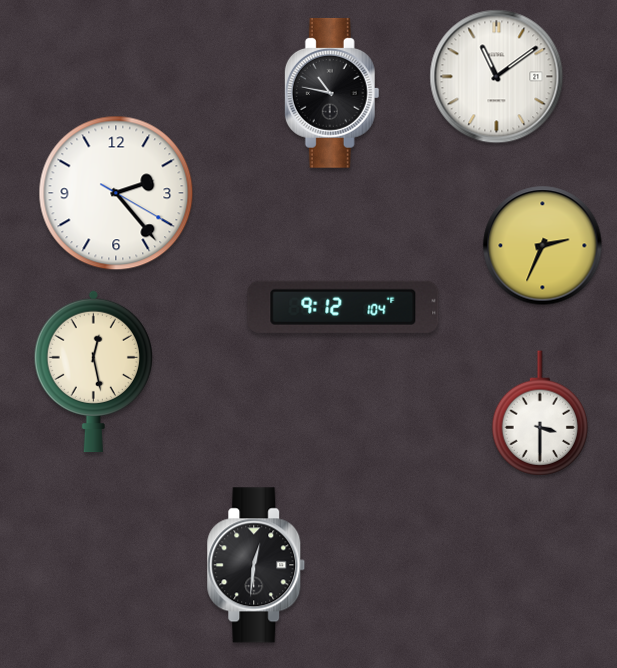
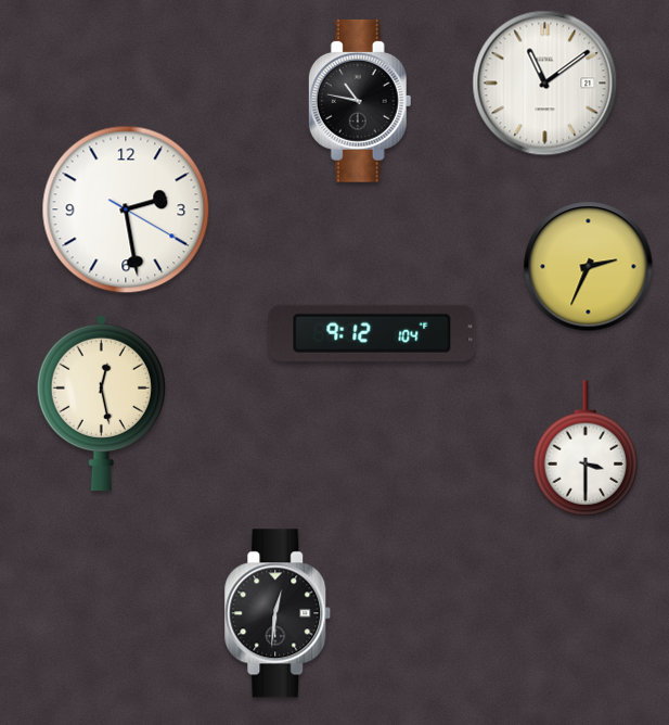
clock at (497, 77) position: (497, 77) -> (545, 84)
clock at (116, 193): 2:23 -> 2:28
